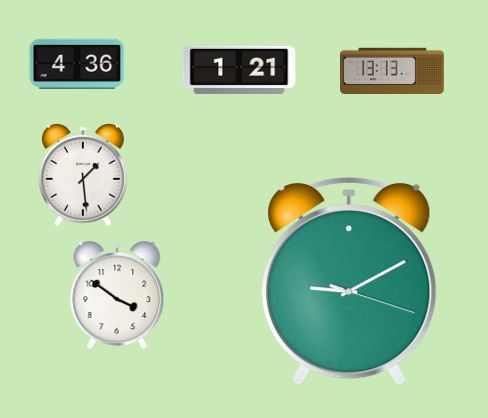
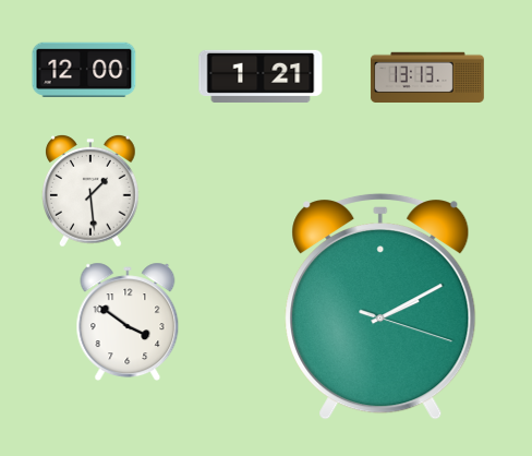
clock at (77, 64): 4:36 -> 12:00
clock at (349, 281): 9:10 -> 2:10
